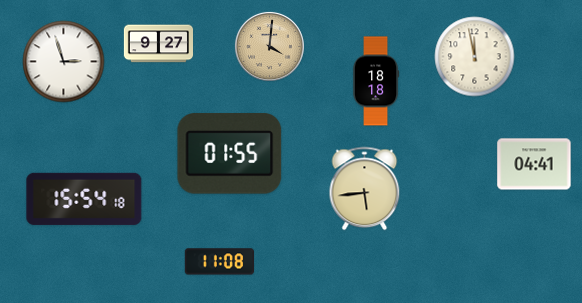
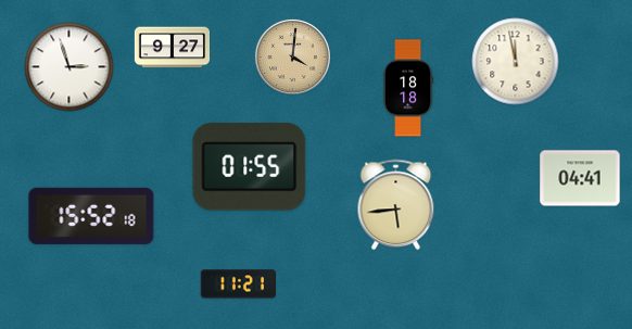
clock at (269, 46) position: (269, 46) -> (292, 56)
clock at (84, 199): 15:54 -> 15:52
clock at (219, 262): 11:08 -> 11:21
